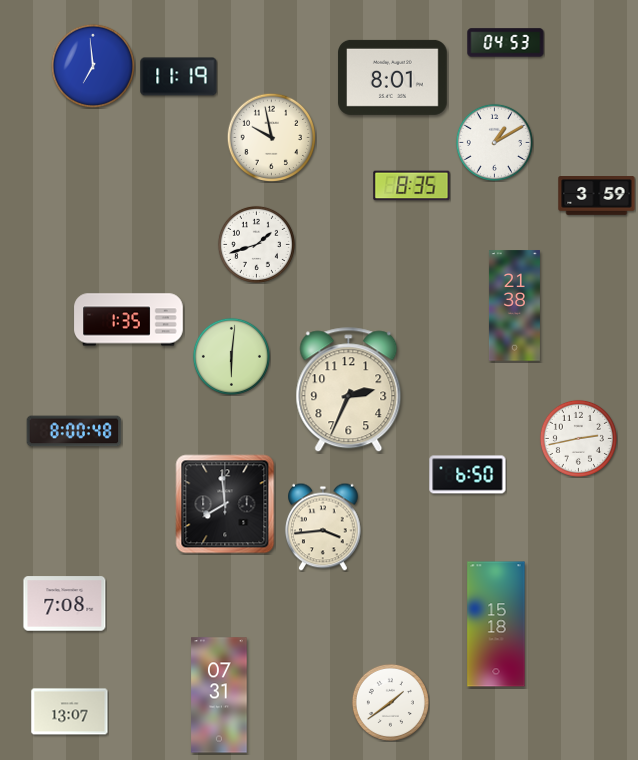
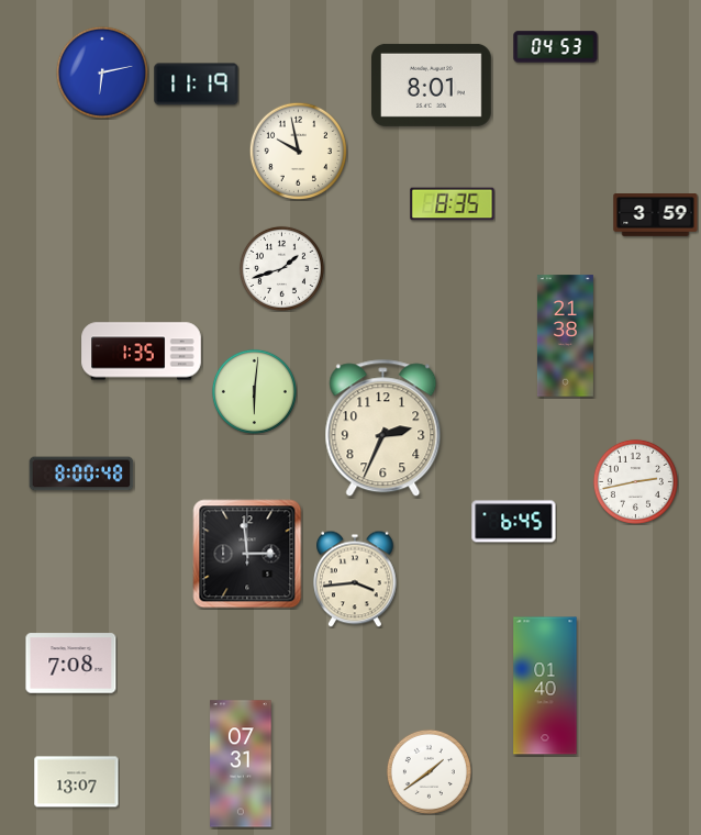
clock at (93, 66): 6:59 -> 6:13
clock at (494, 142): 1:10 -> none
clock at (468, 475): 6:50 -> 6:45
clock at (225, 504): 7:59 -> 2:59
clock at (496, 624): 15:18 -> 01:40
